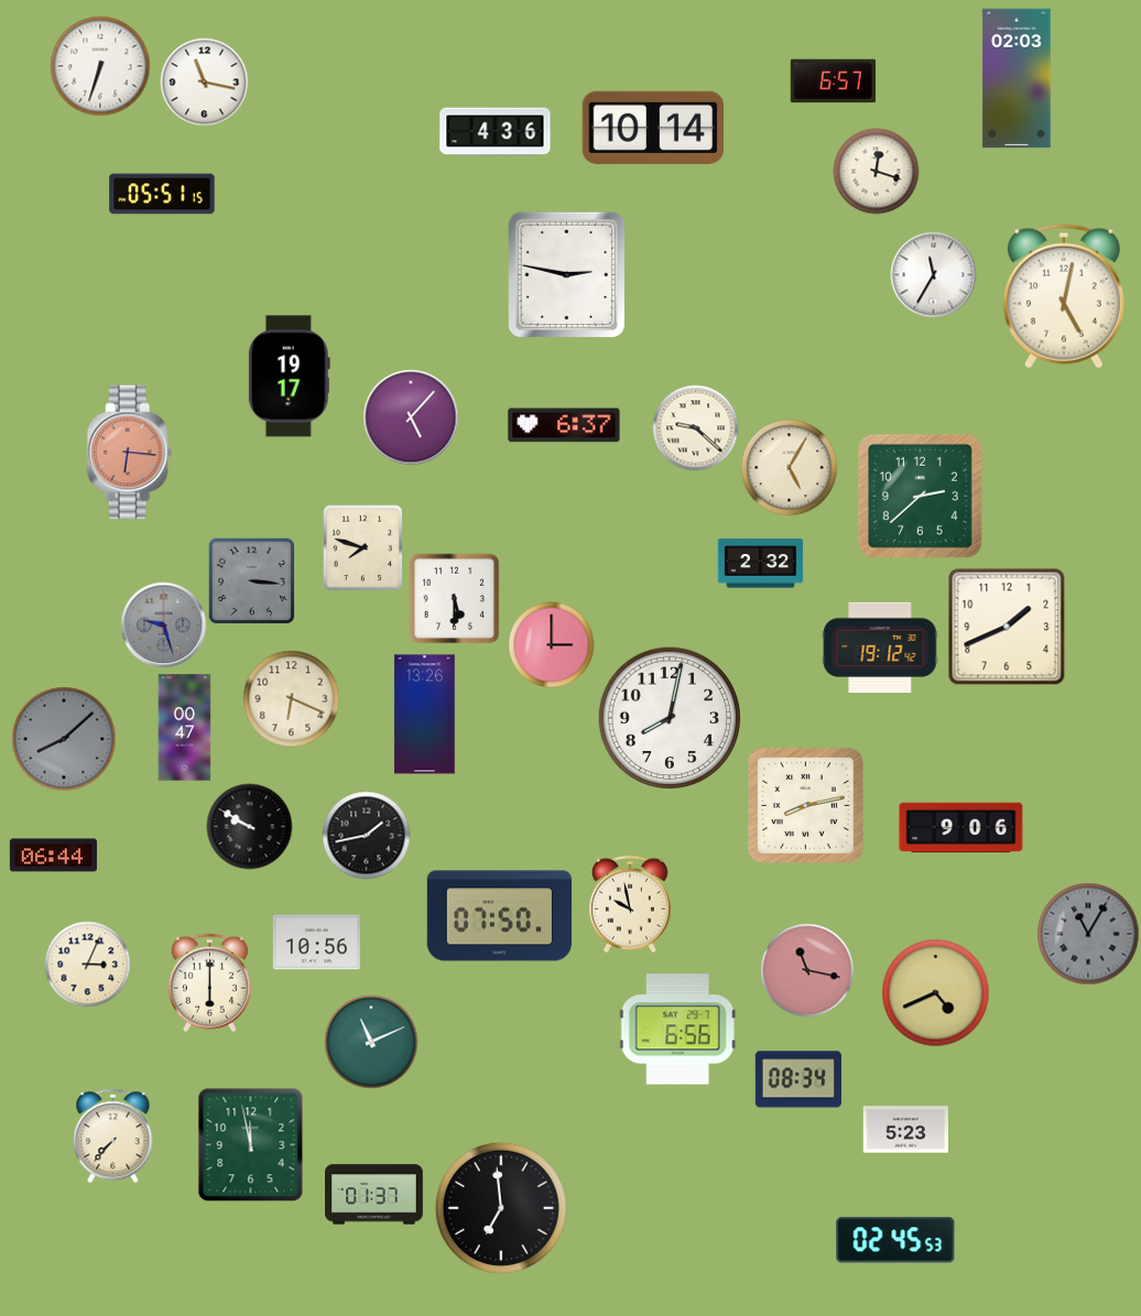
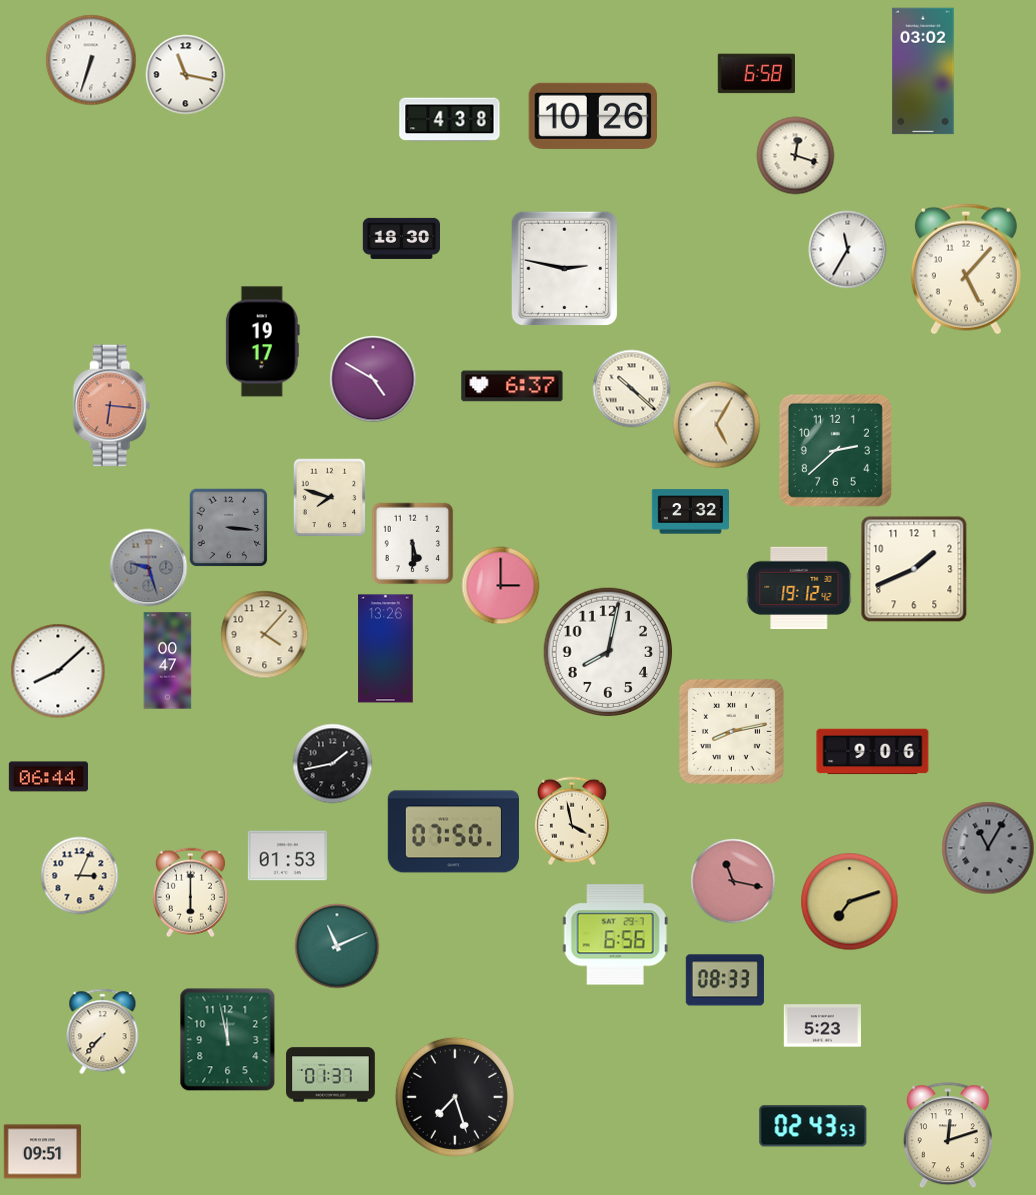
clock at (1017, 78): 02:03 -> 03:02
clock at (833, 81): 6:57 -> 6:58
clock at (652, 128): 10:14 -> 10:26
clock at (496, 132): 4:36 -> 4:38
clock at (162, 194): 05:51 -> none
clock at (401, 238): none -> 18:30
clock at (567, 274) position: (567, 274) -> (565, 268)
clock at (1064, 296): 5:02 -> 5:07
clock at (411, 417): 5:07 -> 4:50
clock at (695, 427): 9:22 -> 10:22
clock at (130, 453) position: (130, 453) -> (112, 406)
clock at (291, 698): 6:19 -> 4:07
clock at (64, 739) dial: grey -> white
clock at (249, 826): 9:50 -> none
clock at (366, 835) position: (366, 835) -> (332, 763)
clock at (630, 904): 9:58 -> 3:58
clock at (316, 943): 10:56 -> 01:53
clock at (935, 992): 4:41 -> 7:12
clock at (798, 1079): 08:34 -> 08:33
clock at (374, 1195) position: (374, 1195) -> (331, 1075)
clock at (501, 1208): 6:59 -> 7:27
clock at (895, 1240): 02:45 -> 02:43
clock at (948, 1135): none -> 12:12
clock at (42, 1152): none -> 09:51
